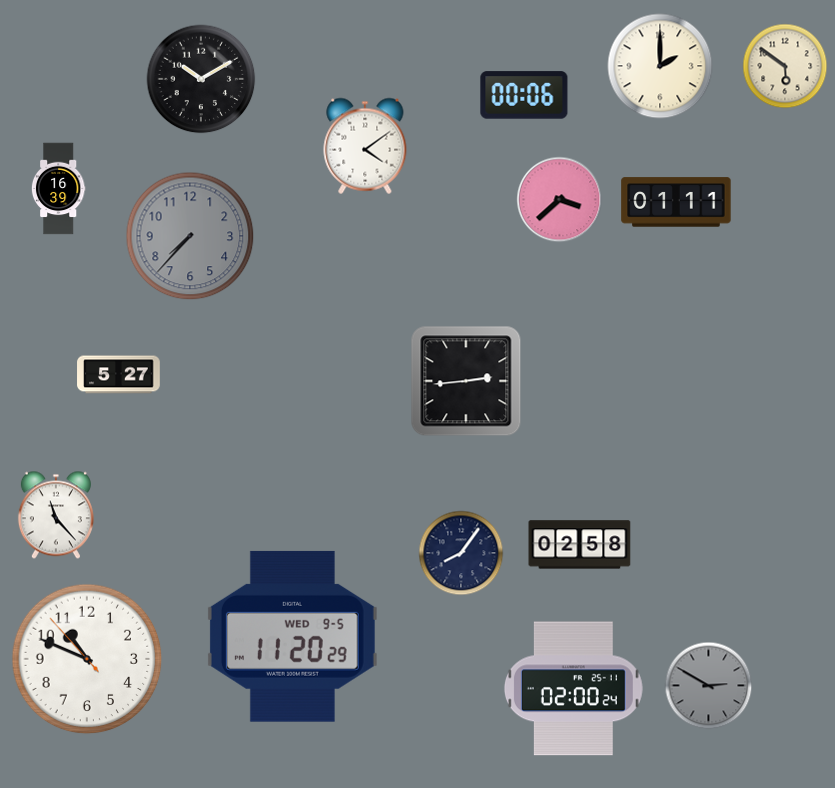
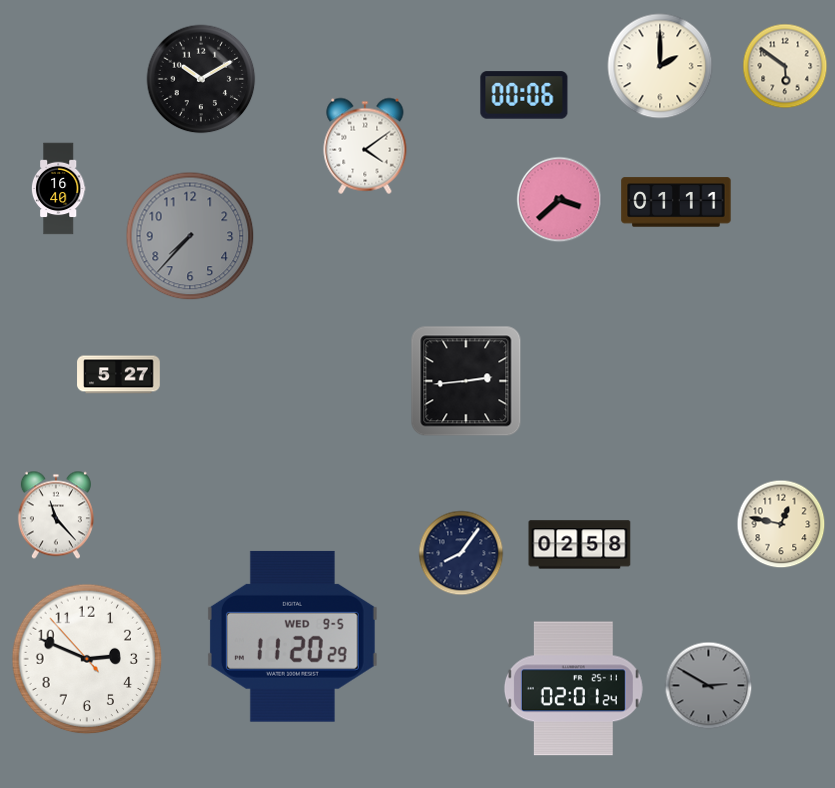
clock at (58, 189): 16:39 -> 16:40
clock at (781, 524): none -> 12:47
clock at (87, 659): 10:48 -> 2:48
clock at (573, 689): 02:00 -> 02:01
